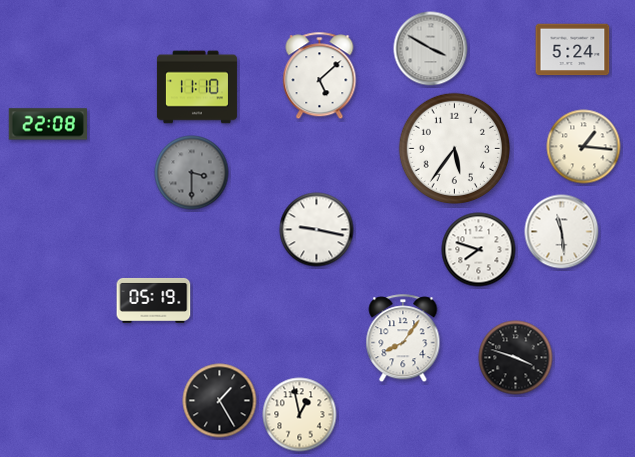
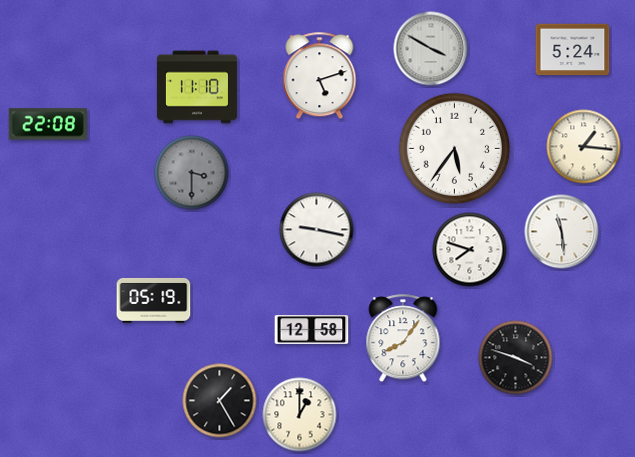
clock at (320, 76): 5:08 -> 5:12
clock at (479, 250) position: (479, 250) -> (470, 250)
clock at (312, 330): none -> 12:58
clock at (300, 415): 12:58 -> 1:00
